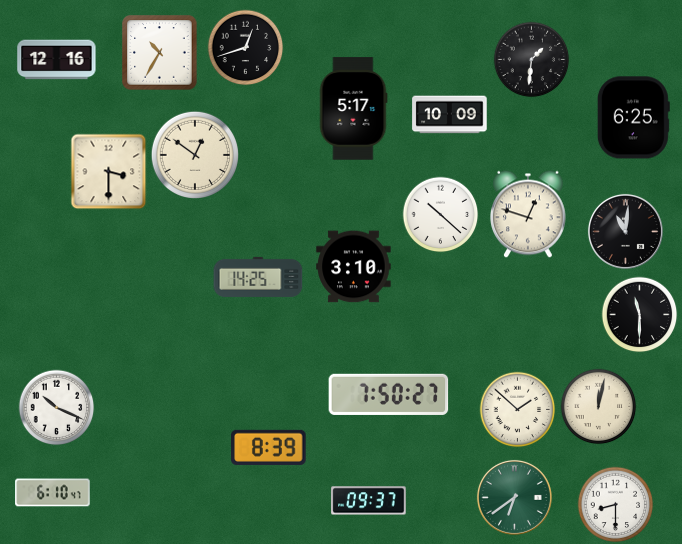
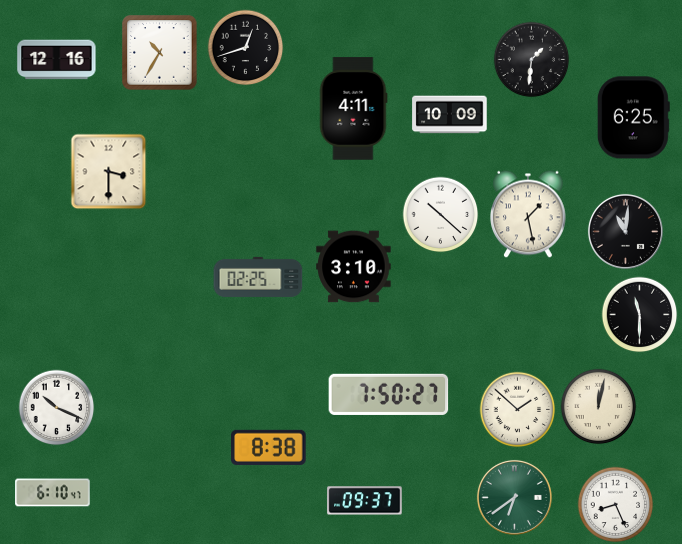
clock at (353, 109): 5:17 -> 4:11
clock at (194, 154): 12:51 -> none
clock at (529, 214): 12:48 -> 1:28
clock at (258, 277): 14:25 -> 02:25
clock at (269, 447): 8:39 -> 8:38
clock at (369, 501) position: (369, 501) -> (365, 501)
clock at (616, 505): 8:30 -> 8:26
